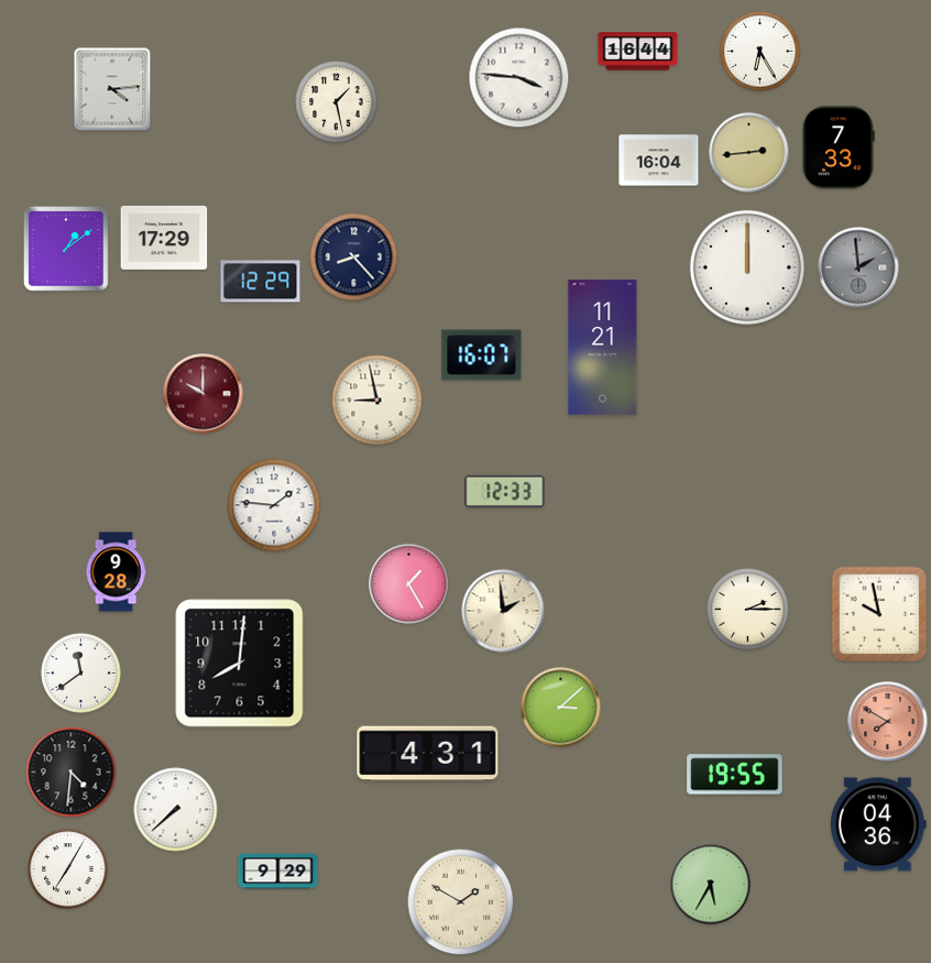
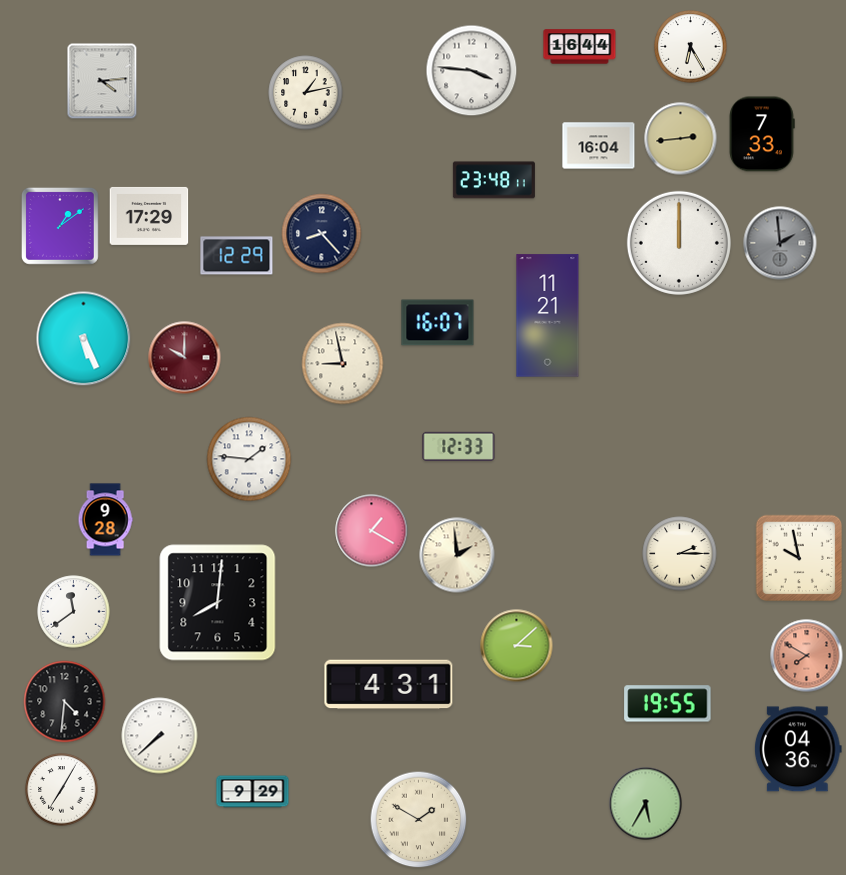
clock at (337, 102): 1:28 -> 1:13
clock at (494, 180): none -> 23:48
clock at (84, 339): none -> 5:26
clock at (409, 584): 1:25 -> 1:20
clock at (561, 708) position: (561, 708) -> (517, 646)
